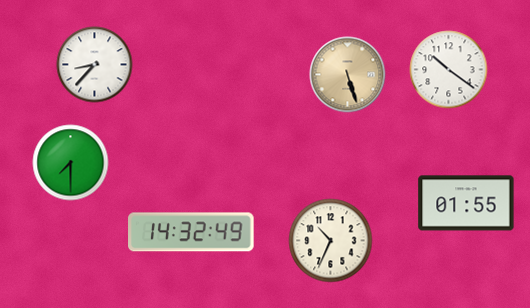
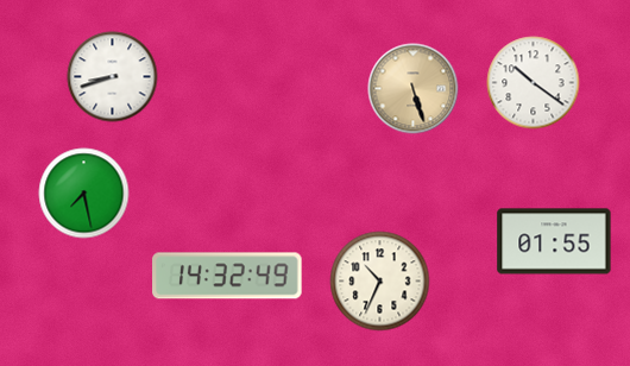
clock at (95, 65): 8:37 -> 8:42
clock at (71, 163): 7:30 -> 7:28
clock at (331, 241) position: (331, 241) -> (380, 282)
